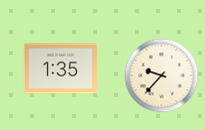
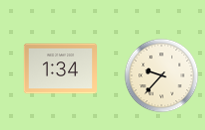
clock at (60, 69): 1:35 -> 1:34
